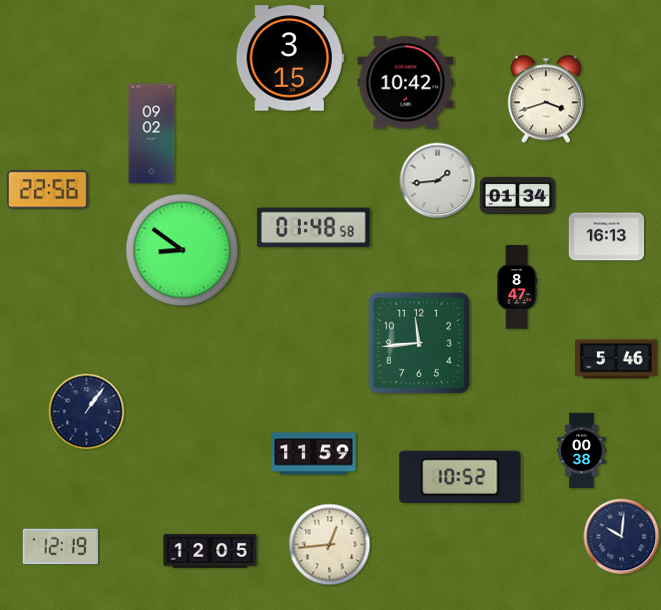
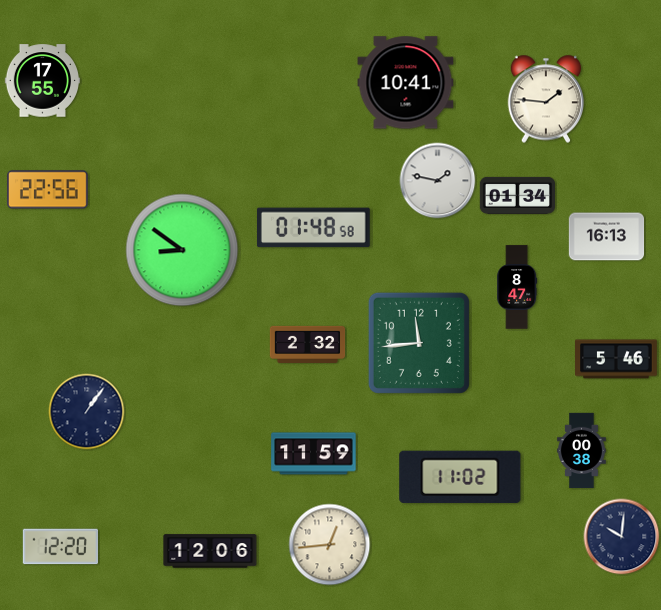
clock at (290, 58): 3:15 -> none
clock at (43, 81): none -> 17:55
clock at (406, 83): 10:42 -> 10:41
clock at (546, 99): 3:42 -> 1:46
clock at (152, 134): 09:02 -> none
clock at (438, 181): 1:44 -> 1:47
clock at (308, 344): none -> 2:32
clock at (460, 477): 10:52 -> 11:02
clock at (60, 547): 12:19 -> 12:20
clock at (210, 551): 12:05 -> 12:06
